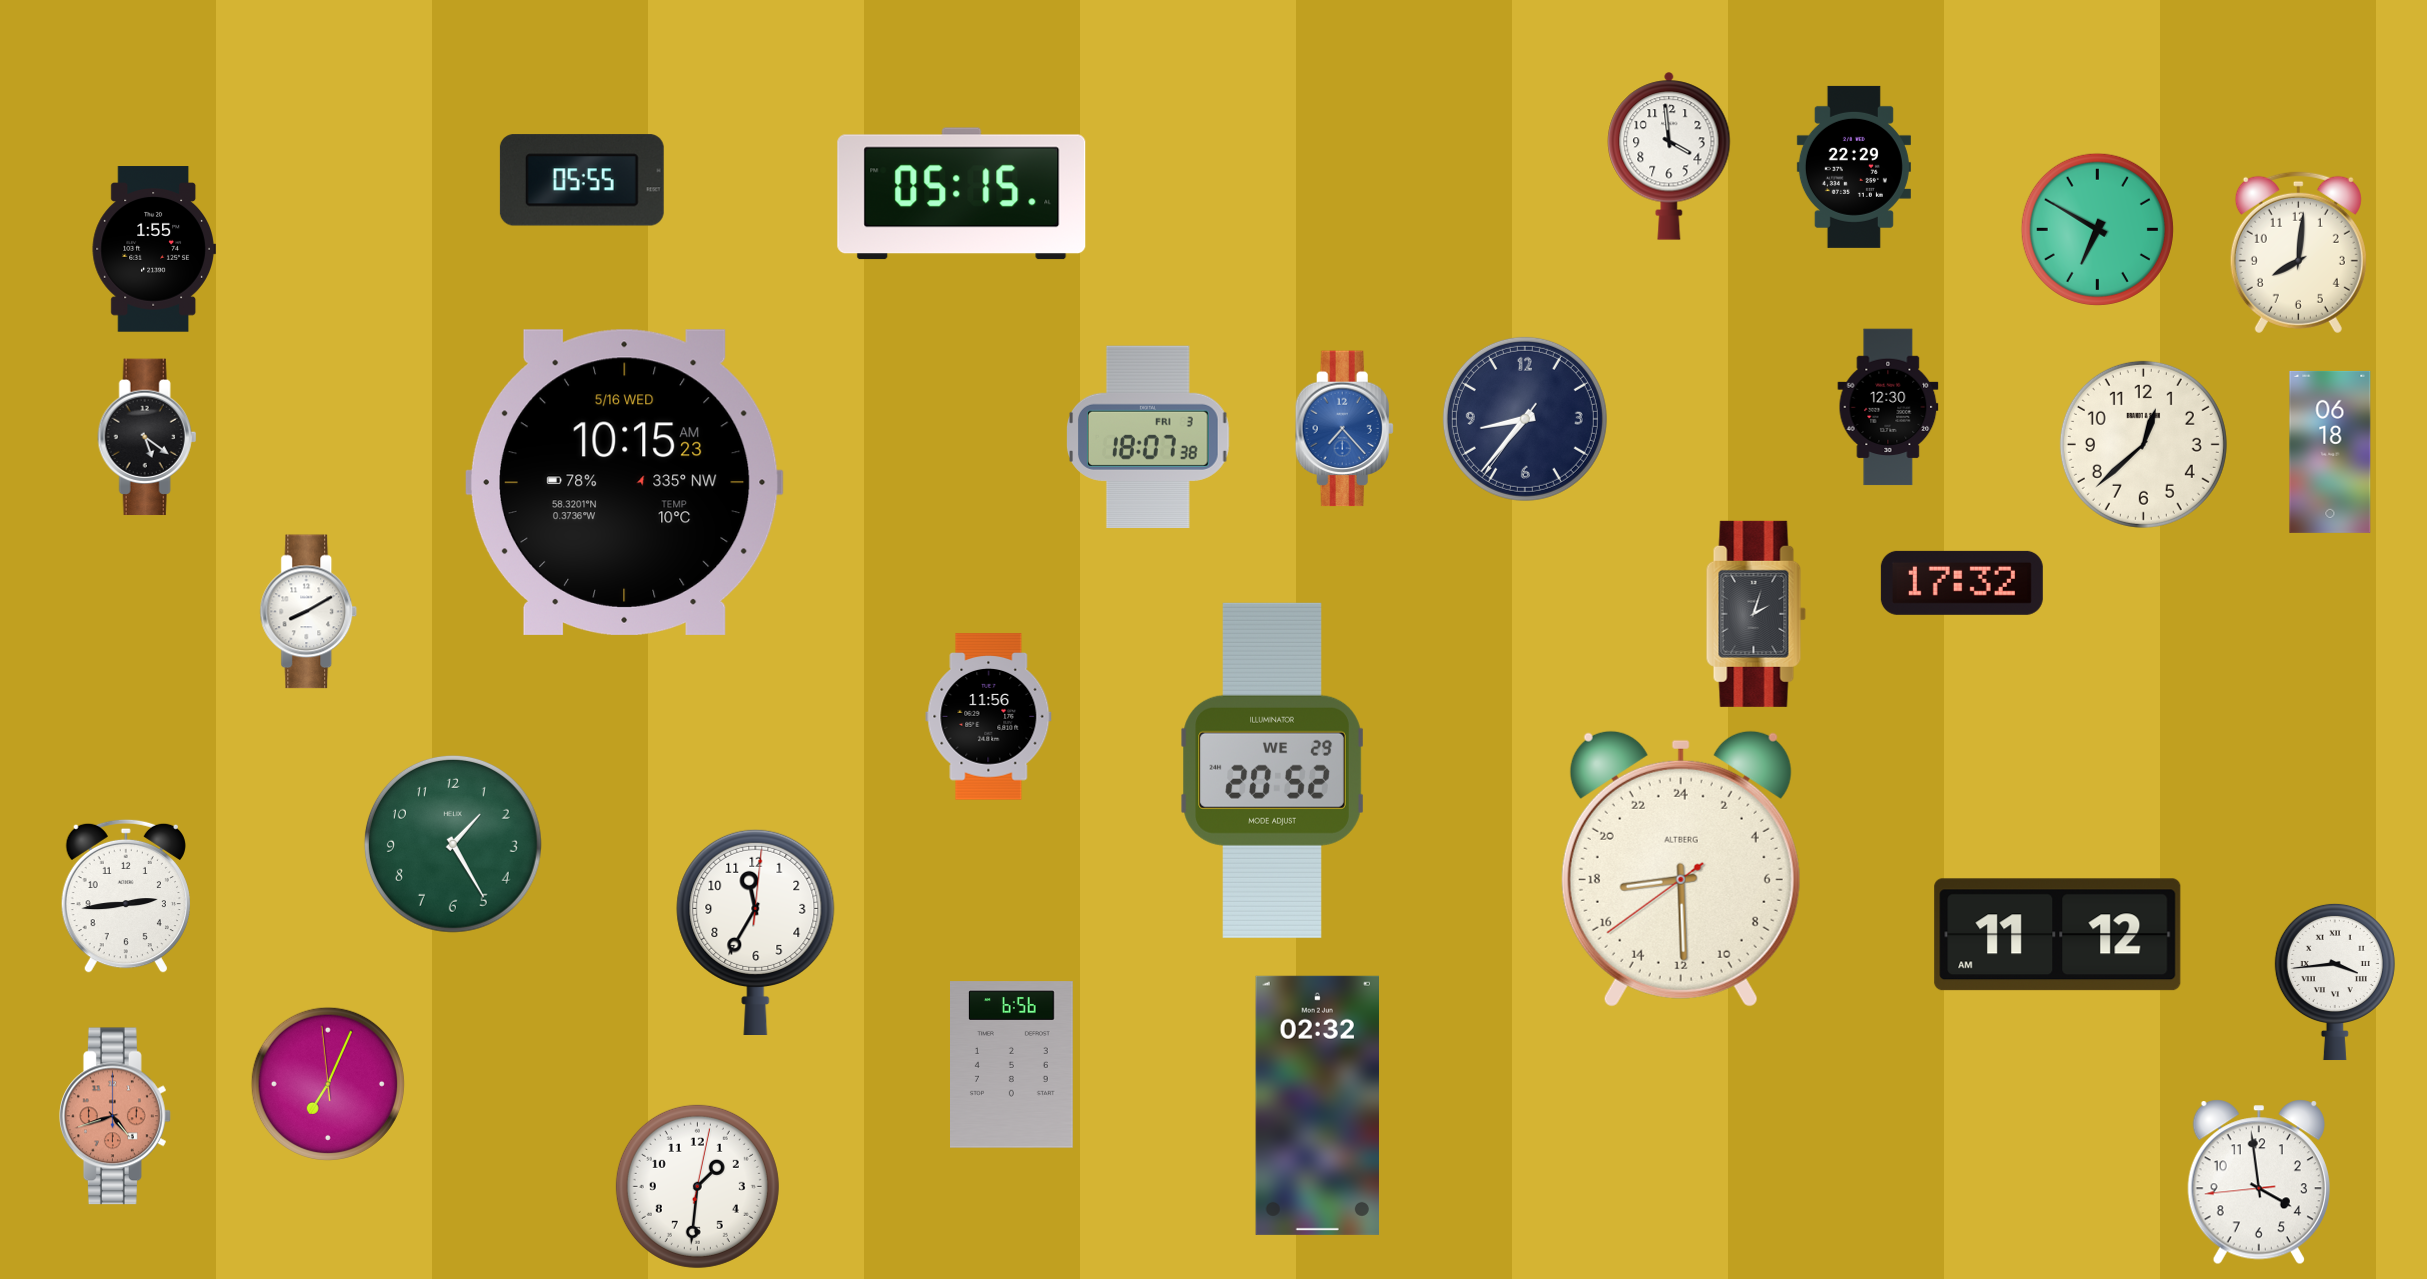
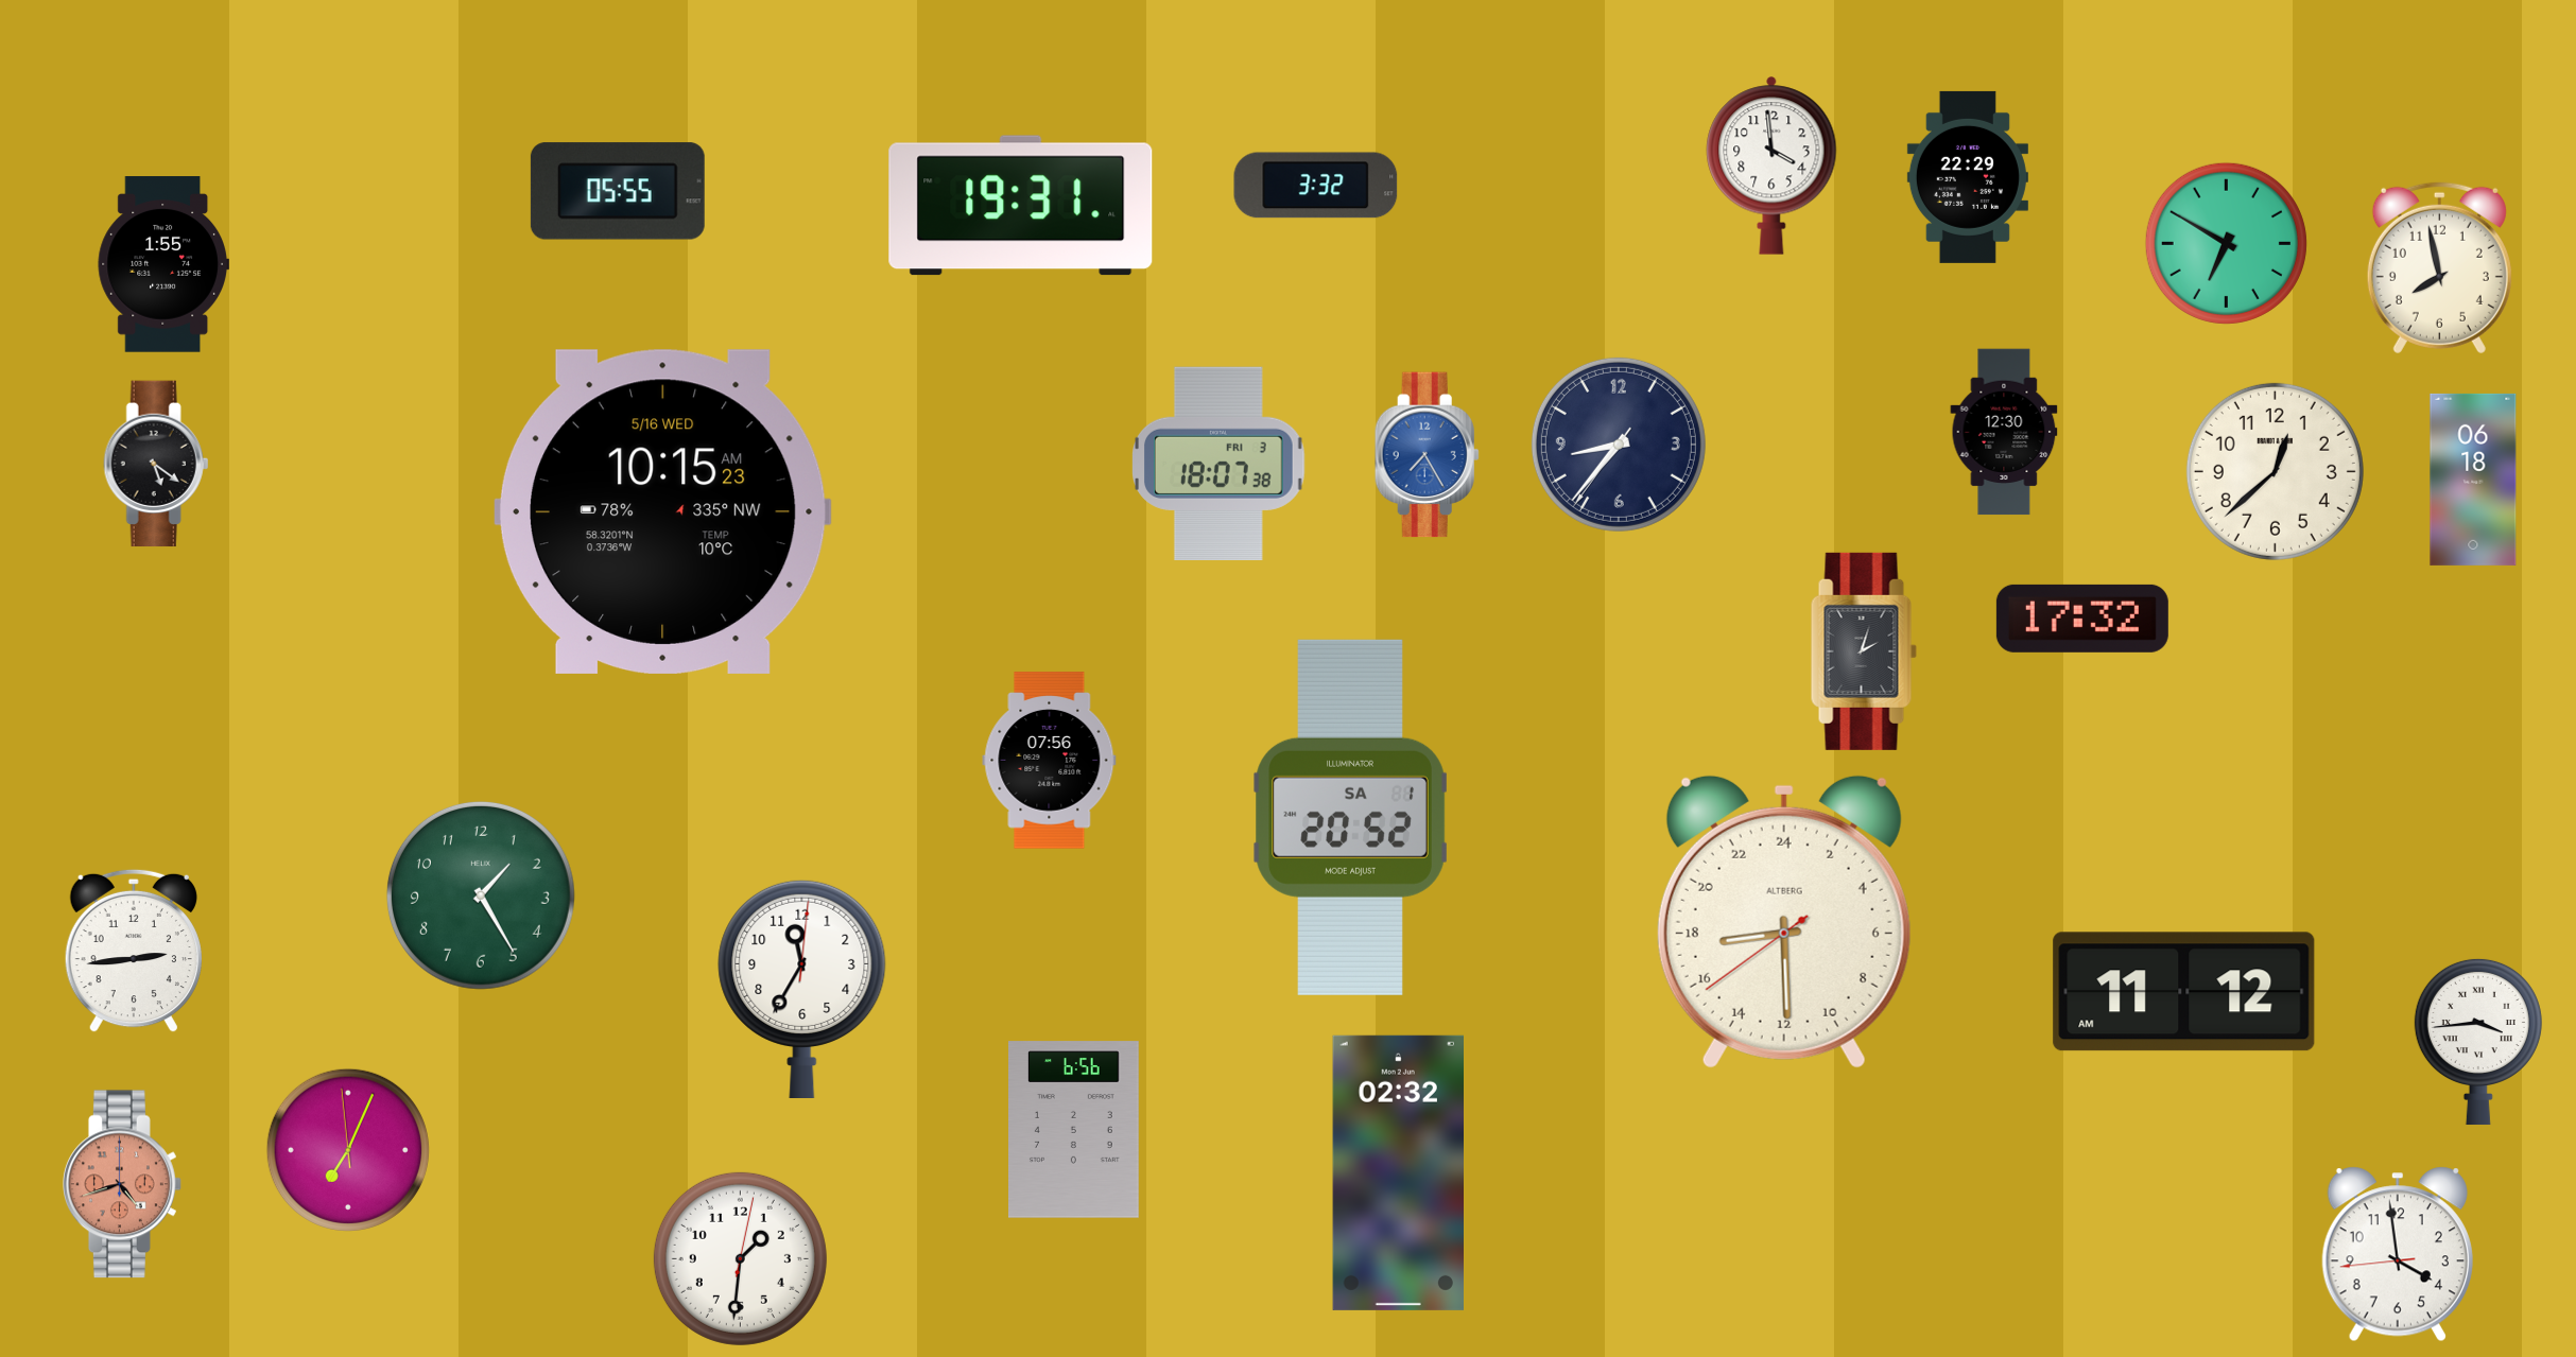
clock at (1316, 186): none -> 3:32
clock at (962, 194): 05:15 -> 19:31
clock at (2298, 252): 8:01 -> 7:58
clock at (1344, 429): 7:23 -> 7:25
clock at (309, 612): 8:10 -> none
clock at (989, 717): 11:56 -> 07:56
clock at (1273, 770) date: WE 29 -> SA 1
